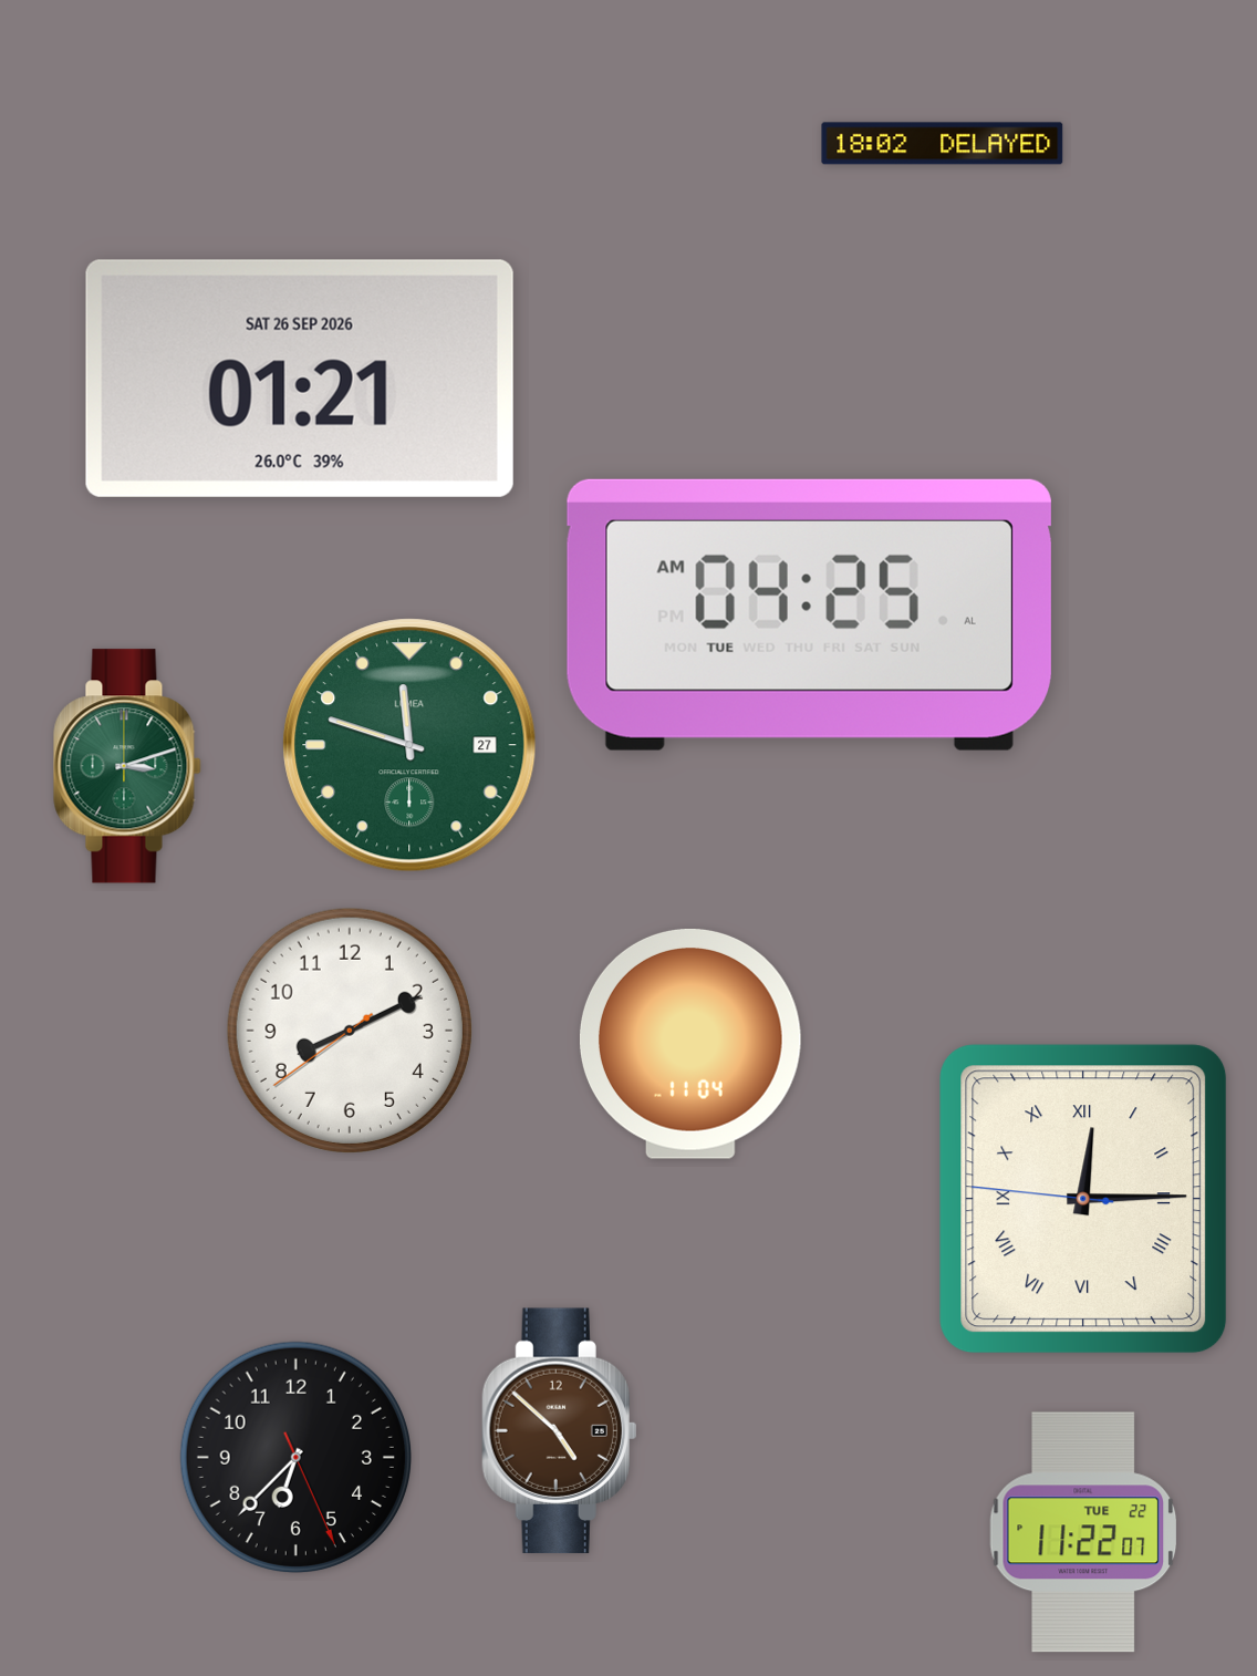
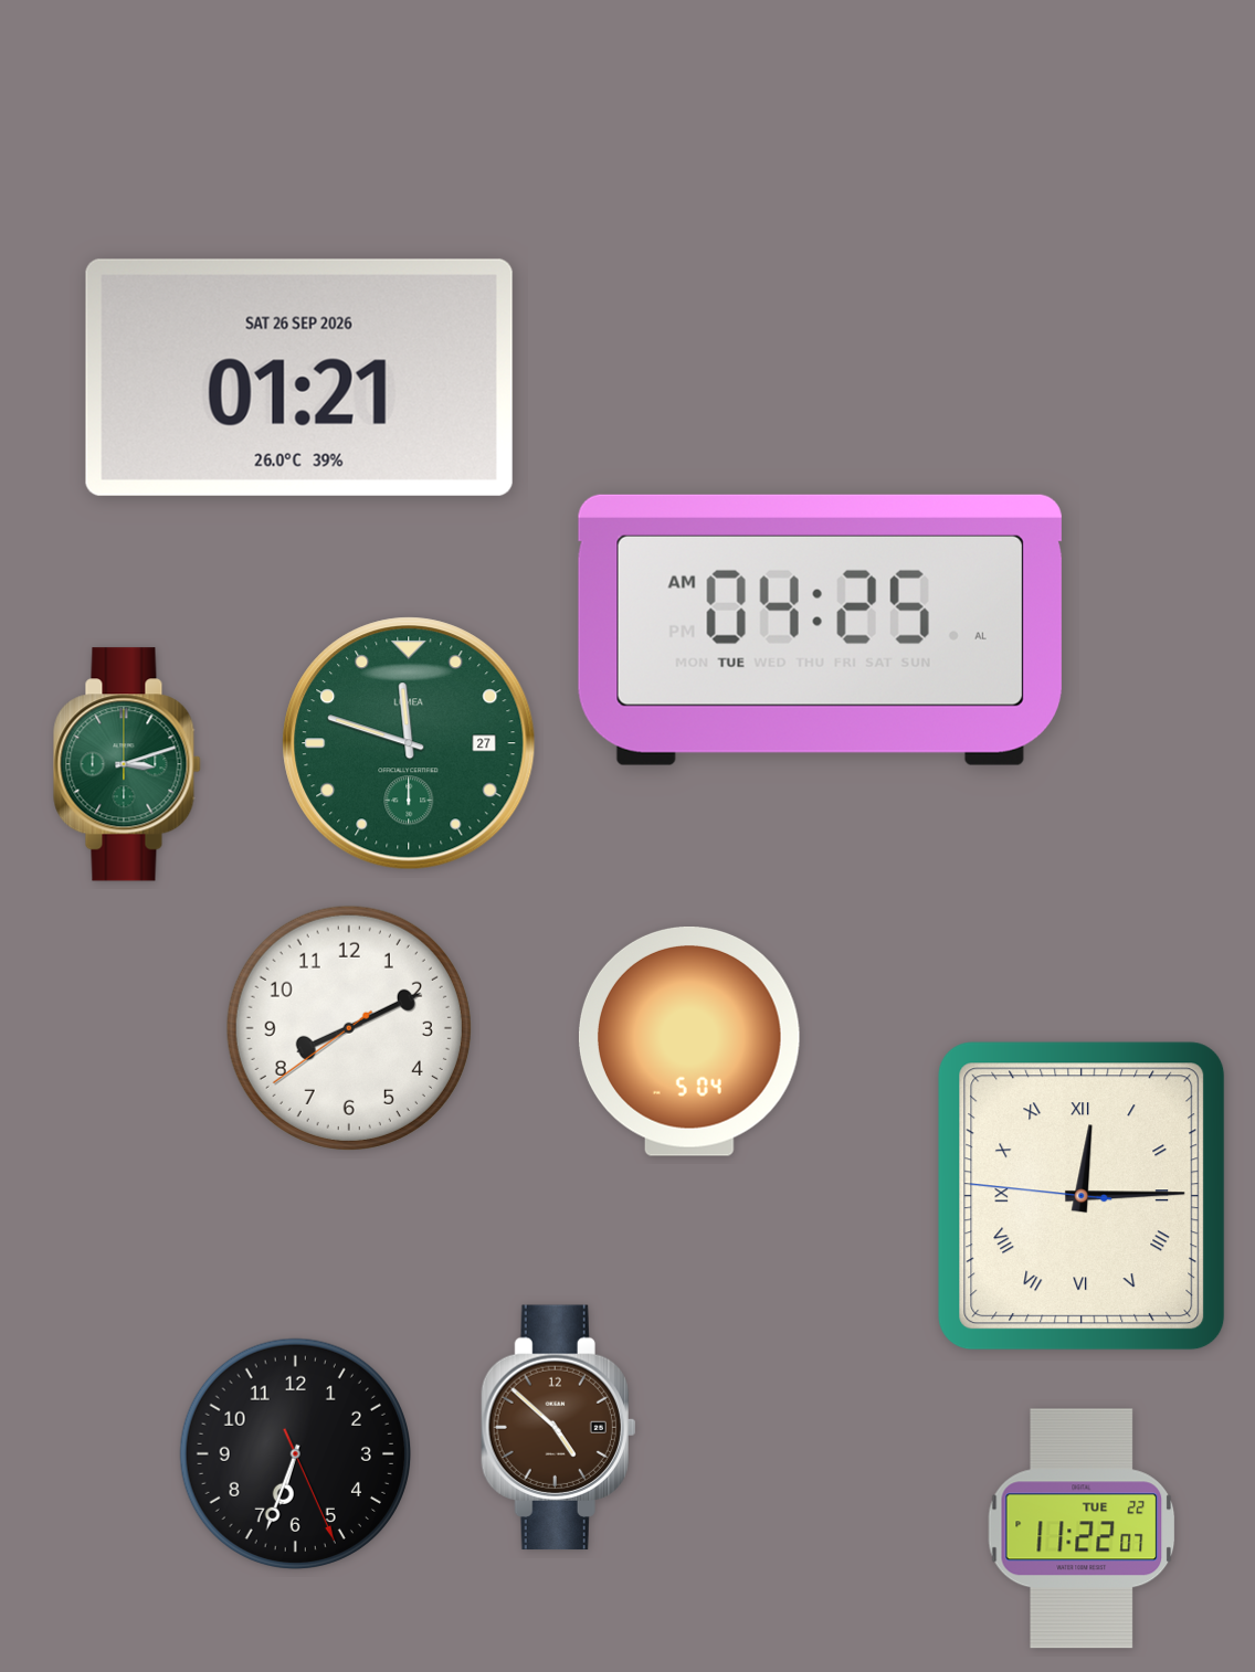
clock at (943, 144): 18:02 -> none
clock at (809, 614) position: (809, 614) -> (820, 629)
clock at (690, 1044): 11:04 -> 5:04
clock at (295, 1457): 6:37 -> 6:33
